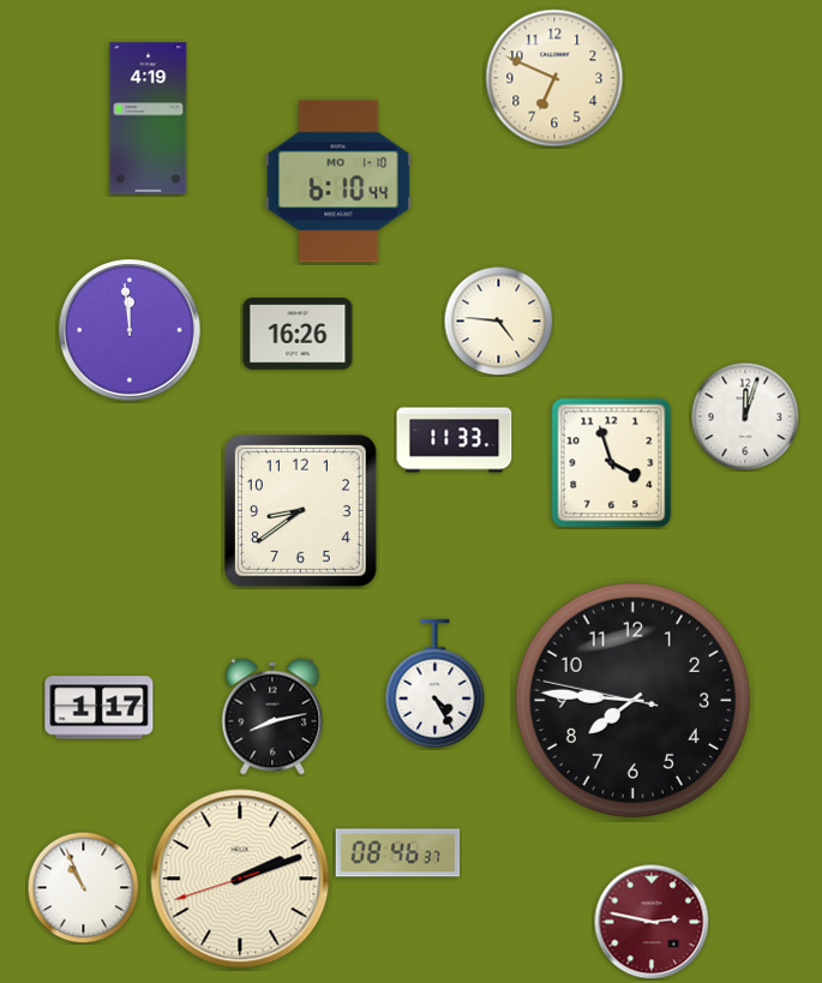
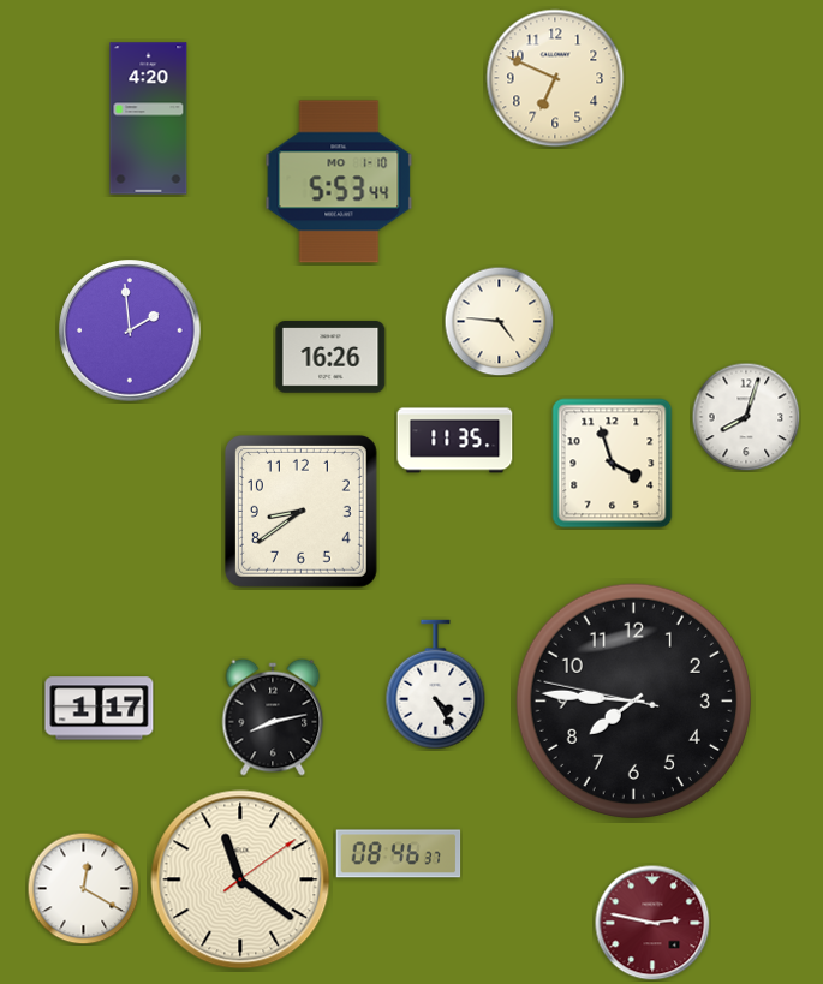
clock at (149, 119): 4:19 -> 4:20
clock at (338, 181): 6:10 -> 5:53
clock at (130, 330): 11:59 -> 1:59
clock at (298, 334) position: (298, 334) -> (330, 357)
clock at (745, 416): 12:03 -> 8:03
clock at (455, 440): 11:33 -> 11:35
clock at (240, 879): 2:11 -> 11:21
clock at (83, 887): 10:56 -> 12:20
